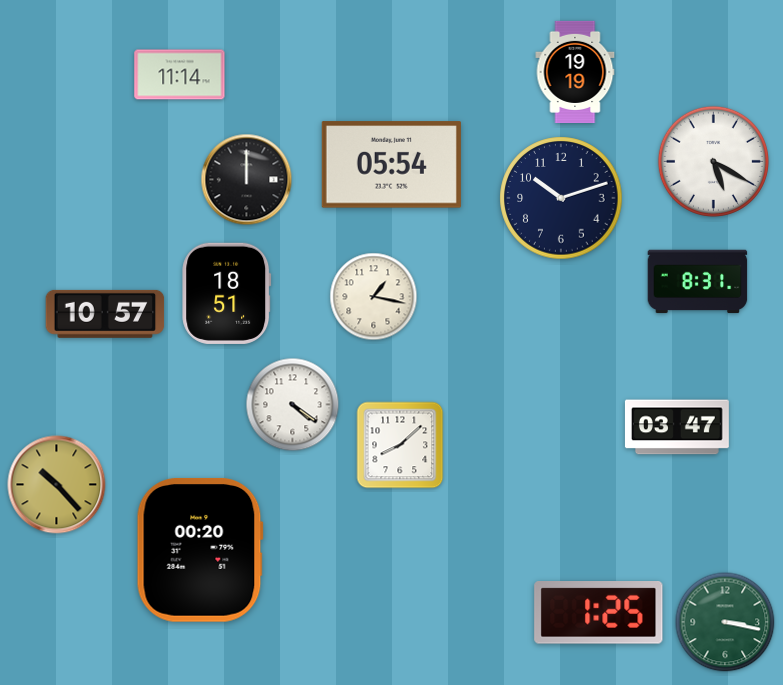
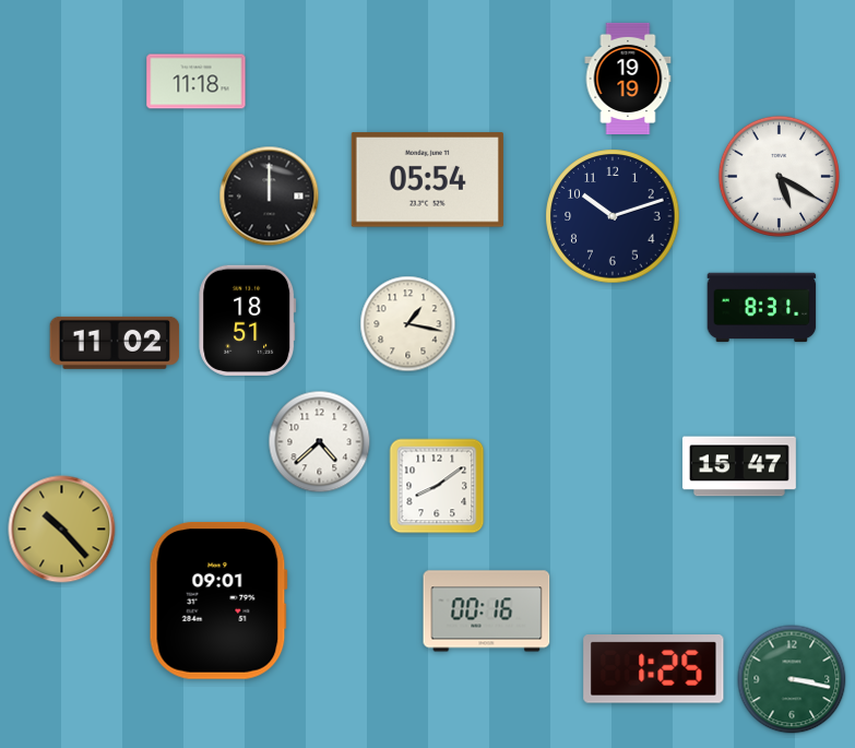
clock at (180, 75): 11:14 -> 11:18
clock at (105, 314): 10:57 -> 11:02
clock at (293, 405): 4:21 -> 4:38
clock at (677, 427): 03:47 -> 15:47
clock at (400, 445): 8:08 -> 8:09
clock at (200, 550): 00:20 -> 09:01
clock at (487, 612): none -> 00:16
